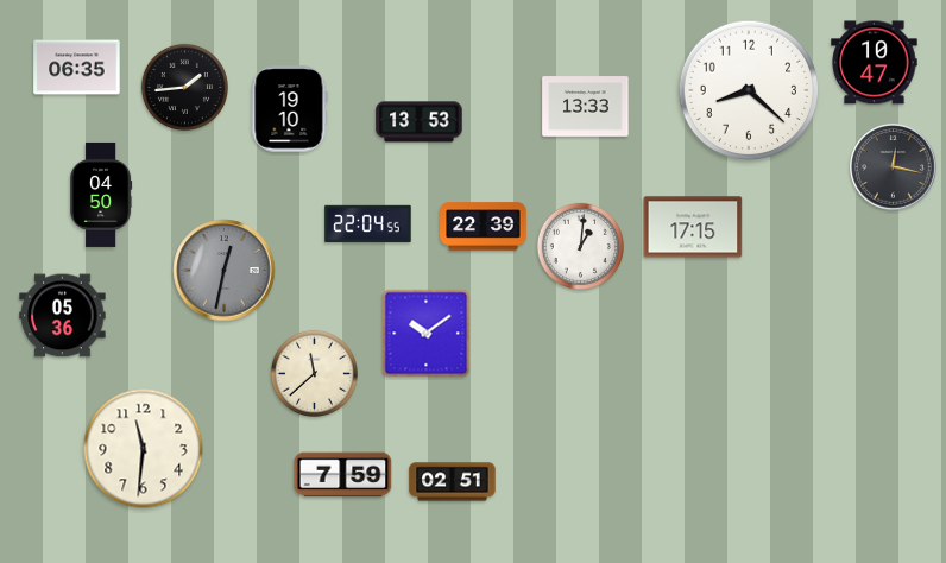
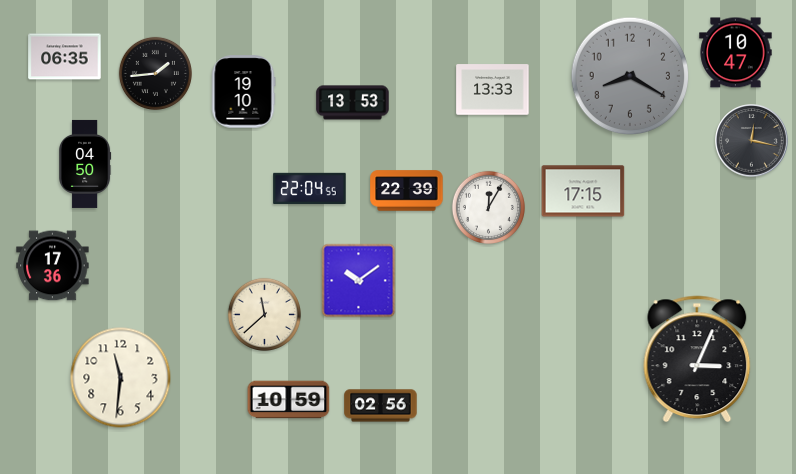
clock at (749, 90): 8:22 -> 8:20
clock at (749, 90) dial: white -> grey
clock at (580, 246): 1:01 -> 12:05
clock at (225, 271): 12:32 -> none
clock at (63, 316): 05:36 -> 17:36
clock at (697, 359): none -> 3:04
clock at (343, 475): 7:59 -> 10:59
clock at (453, 482): 02:51 -> 02:56
